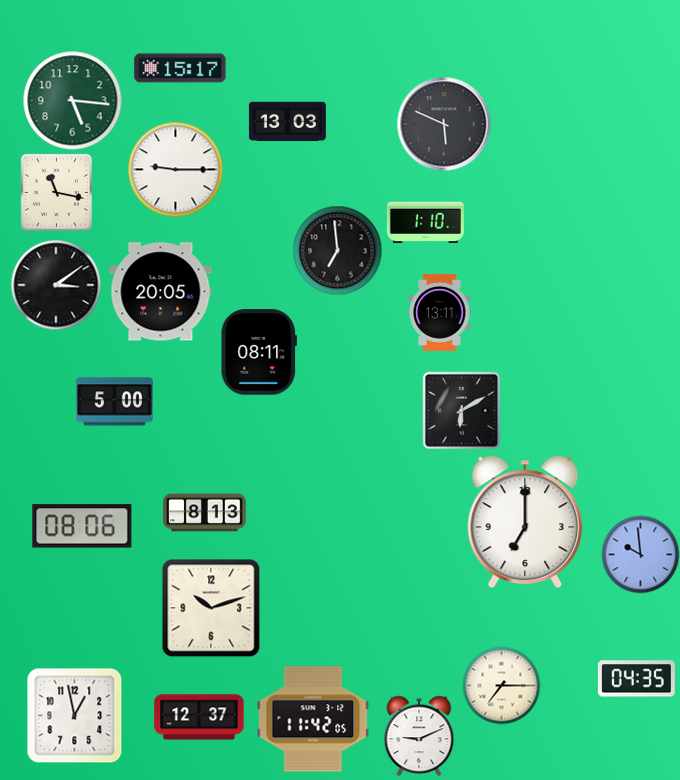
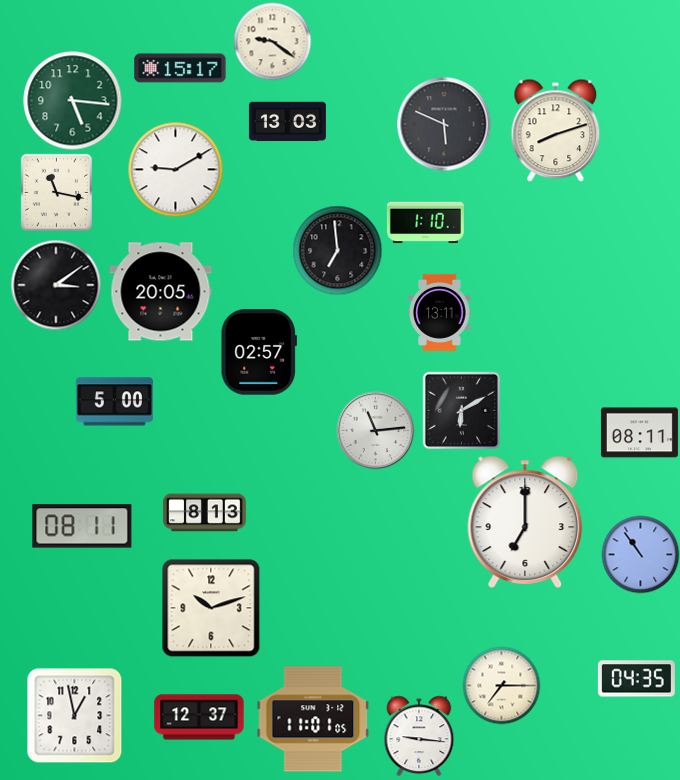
clock at (272, 41): none -> 9:21
clock at (556, 130): none -> 8:12
clock at (175, 169): 9:15 -> 9:10
clock at (258, 352): 08:11 -> 02:57
clock at (375, 430): none -> 11:14
clock at (639, 433): none -> 08:11
clock at (82, 526): 08:06 -> 08:11
clock at (640, 554): 9:59 -> 10:54
clock at (313, 719): 11:42 -> 11:01
clock at (419, 736): 9:11 -> 9:16
